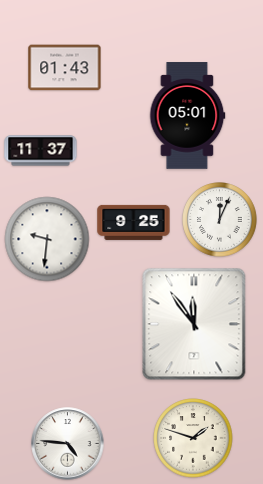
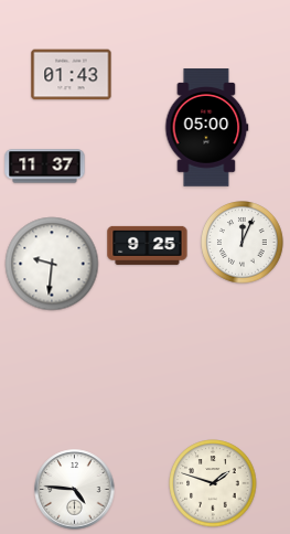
clock at (187, 116): 05:01 -> 05:00
clock at (194, 324): 11:54 -> none
